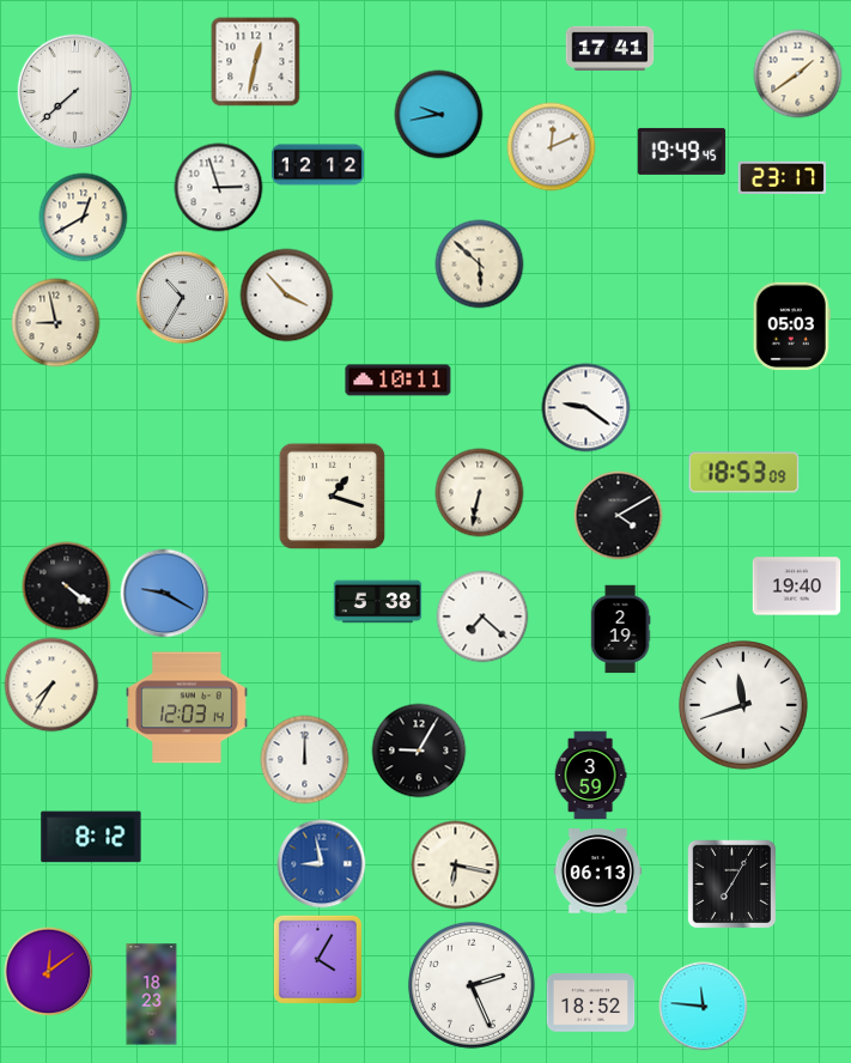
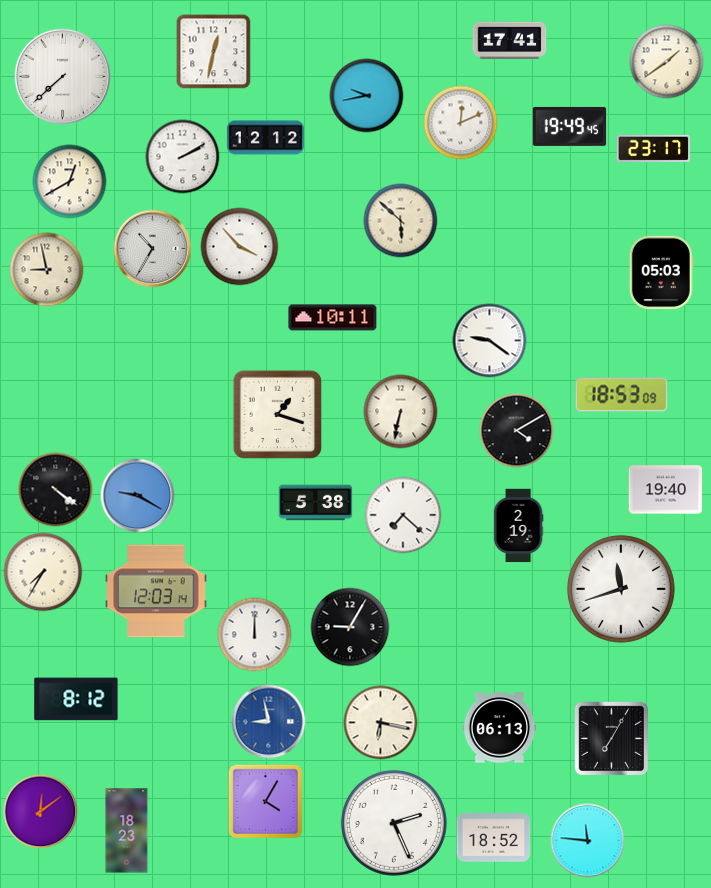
clock at (219, 188): 2:57 -> 2:10
clock at (590, 776): 3:59 -> none
